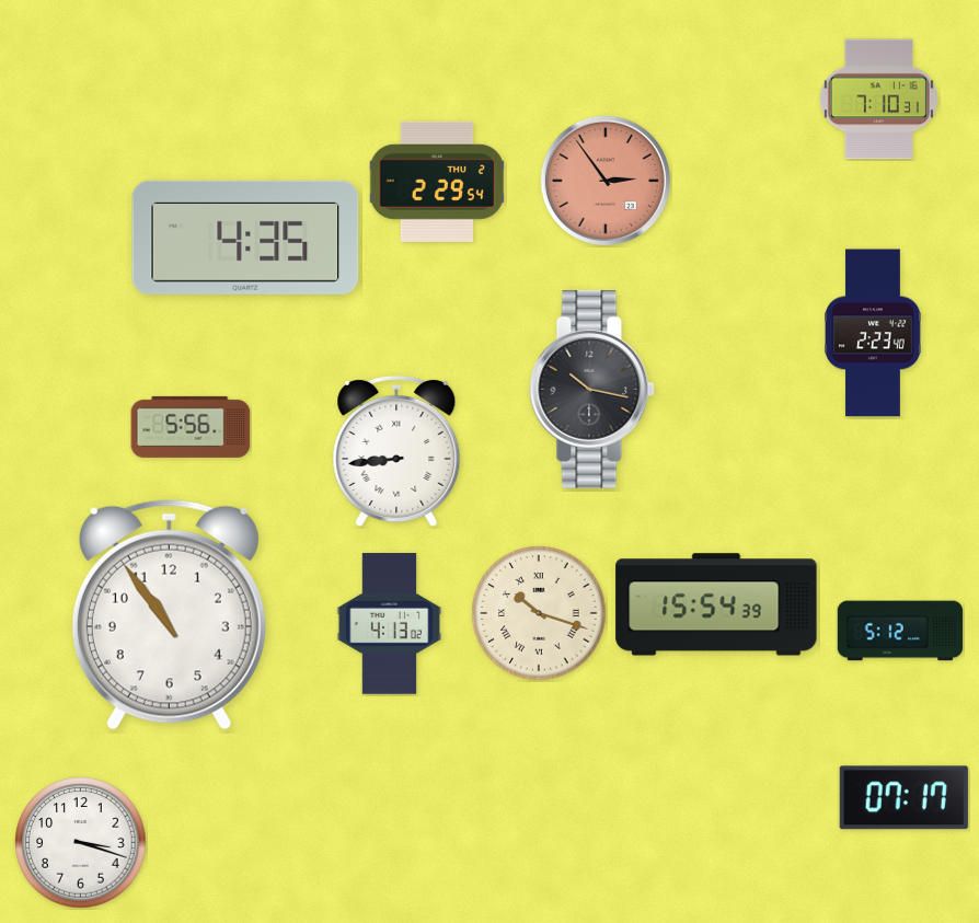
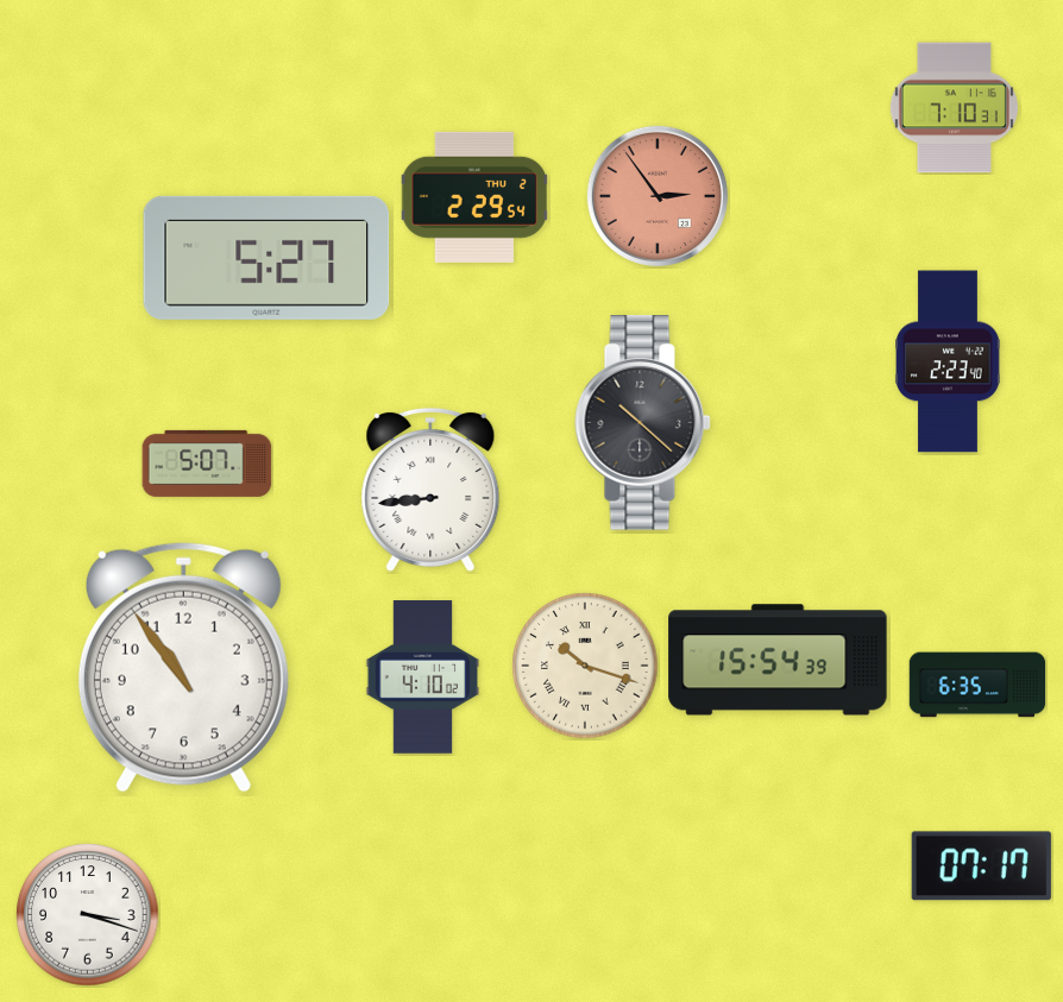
clock at (245, 238): 4:35 -> 5:27
clock at (592, 390): 10:17 -> 10:22
clock at (191, 427): 5:56 -> 5:07
clock at (716, 604) position: (716, 604) -> (778, 660)
clock at (390, 624): 4:13 -> 4:10
clock at (900, 631): 5:12 -> 6:35
